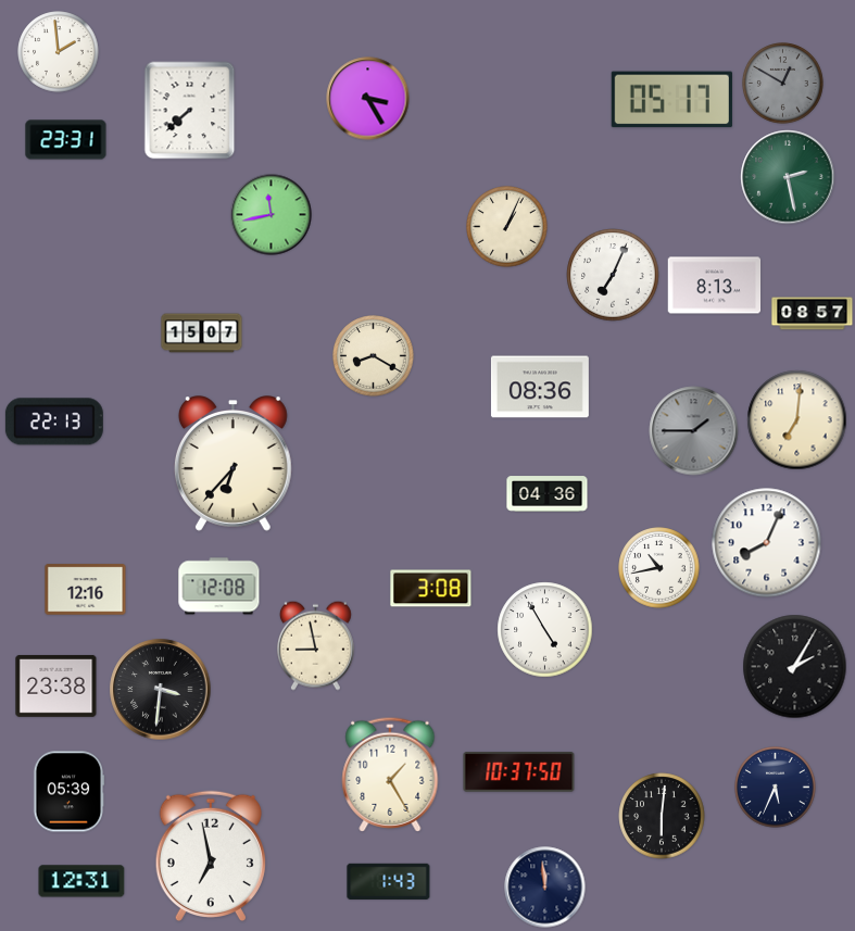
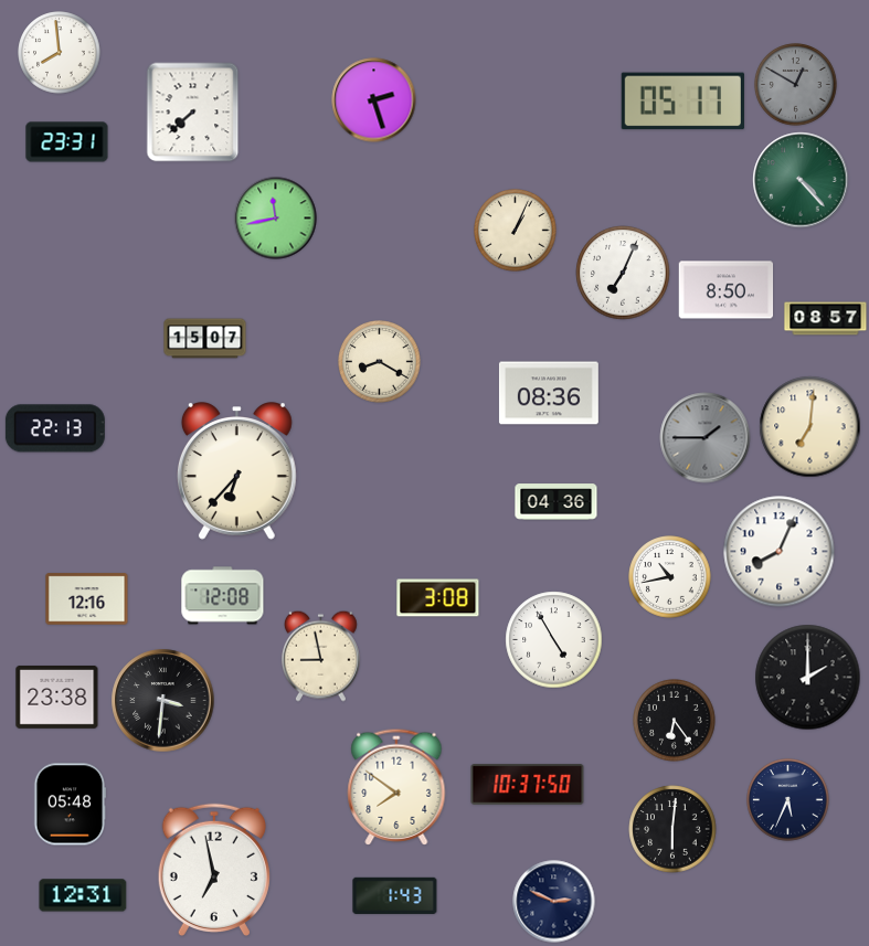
clock at (59, 52): 1:59 -> 7:59
clock at (368, 99): 3:25 -> 2:27
clock at (788, 177): 2:28 -> 4:23
clock at (613, 275) position: (613, 275) -> (623, 273)
clock at (715, 286): 8:13 -> 8:50
clock at (795, 667): 2:05 -> 2:00
clock at (675, 721): none -> 6:24
clock at (390, 775): 1:25 -> 7:51
clock at (68, 792): 05:39 -> 05:48
clock at (545, 888): 11:59 -> 2:49
